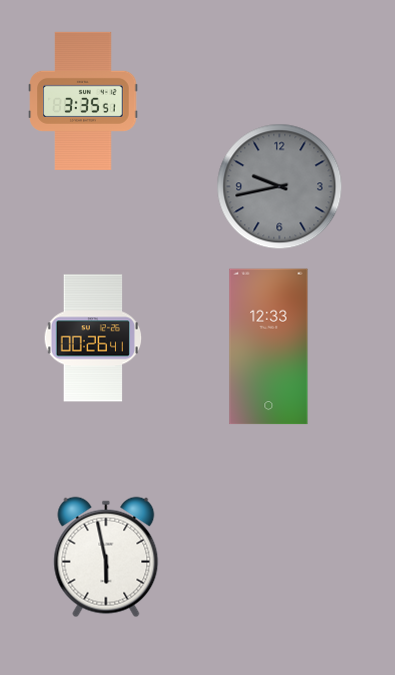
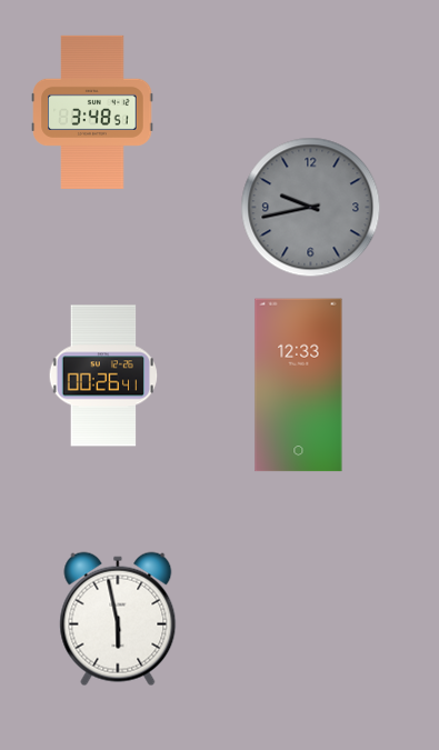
clock at (83, 101): 3:35 -> 3:48
